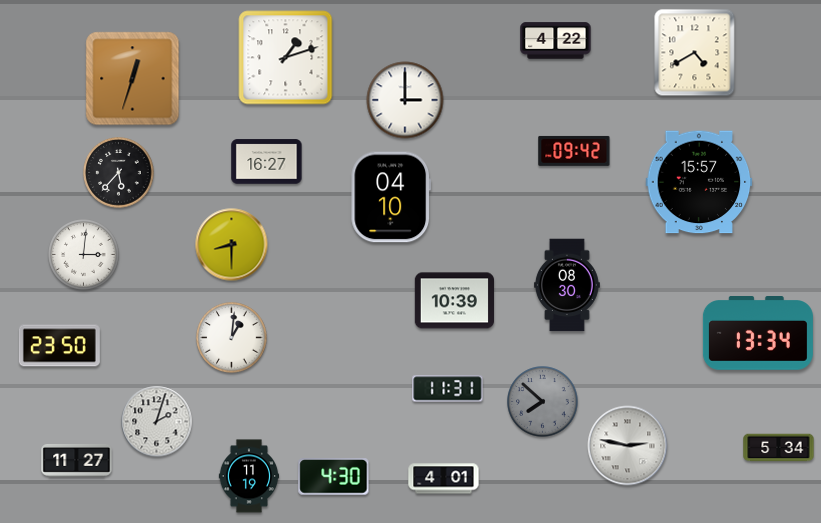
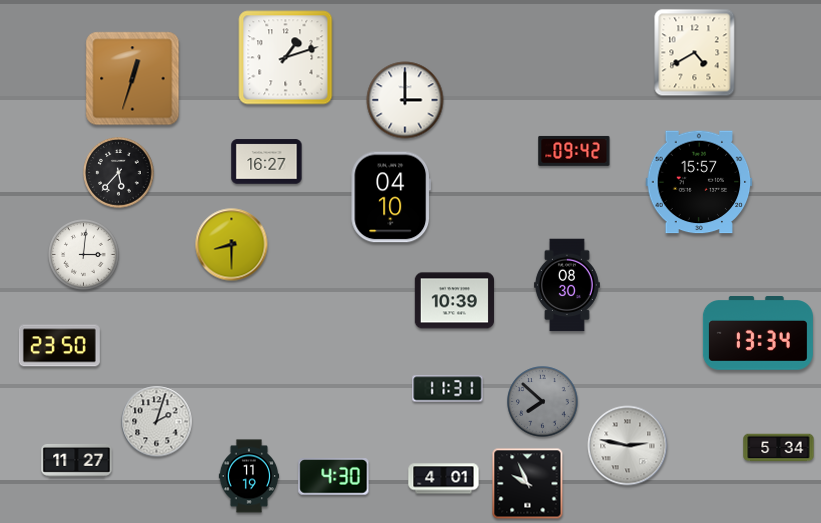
clock at (556, 41): 4:22 -> none
clock at (232, 338): 1:01 -> none
clock at (528, 484): none -> 9:56
